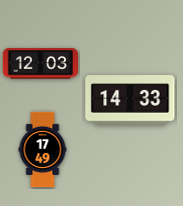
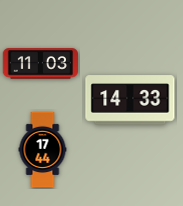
clock at (40, 64): 12:03 -> 11:03
clock at (43, 150): 17:49 -> 17:44
